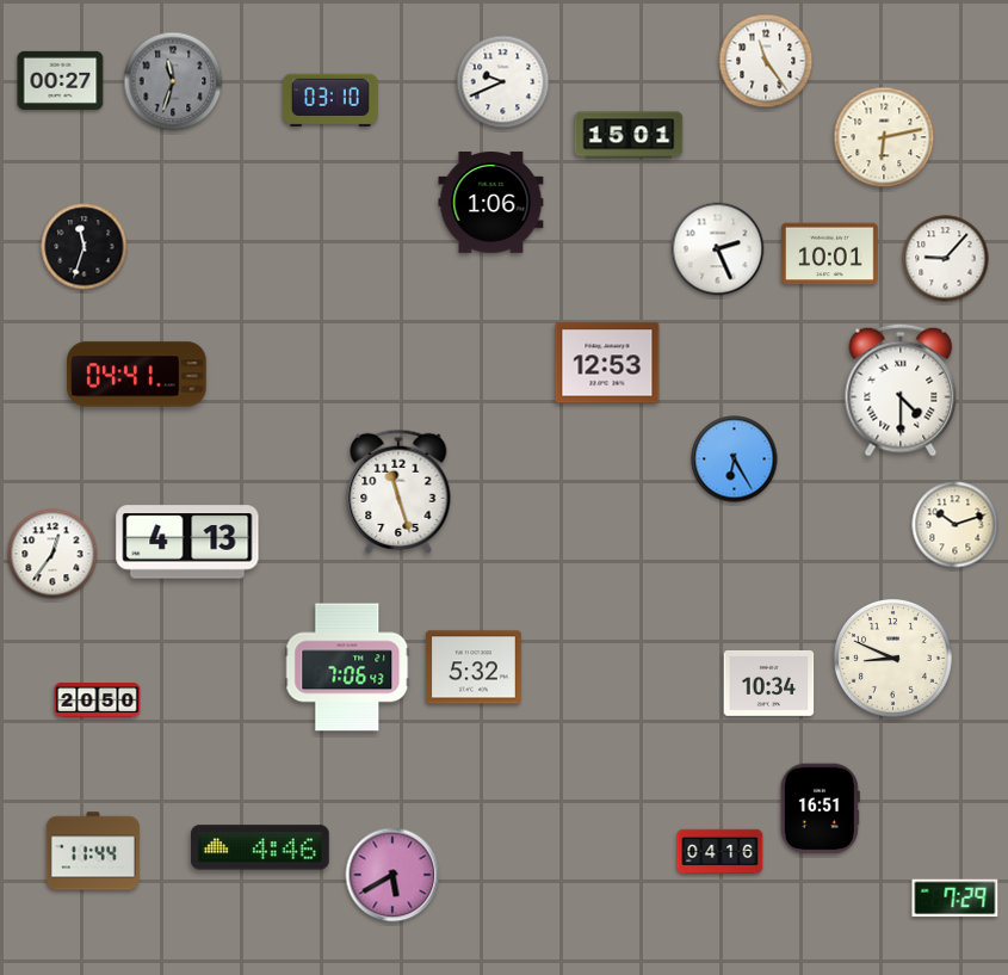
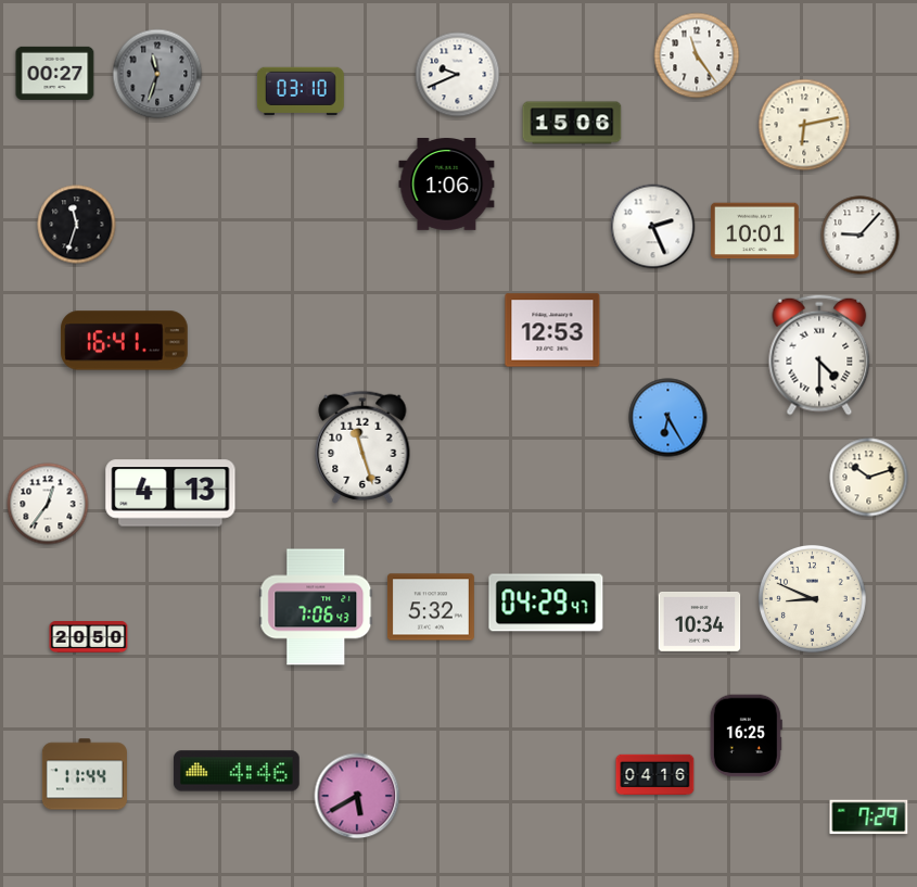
clock at (629, 135): 15:01 -> 15:06
clock at (137, 375): 04:41 -> 16:41
clock at (546, 603): none -> 04:29
clock at (820, 809): 16:51 -> 16:25
